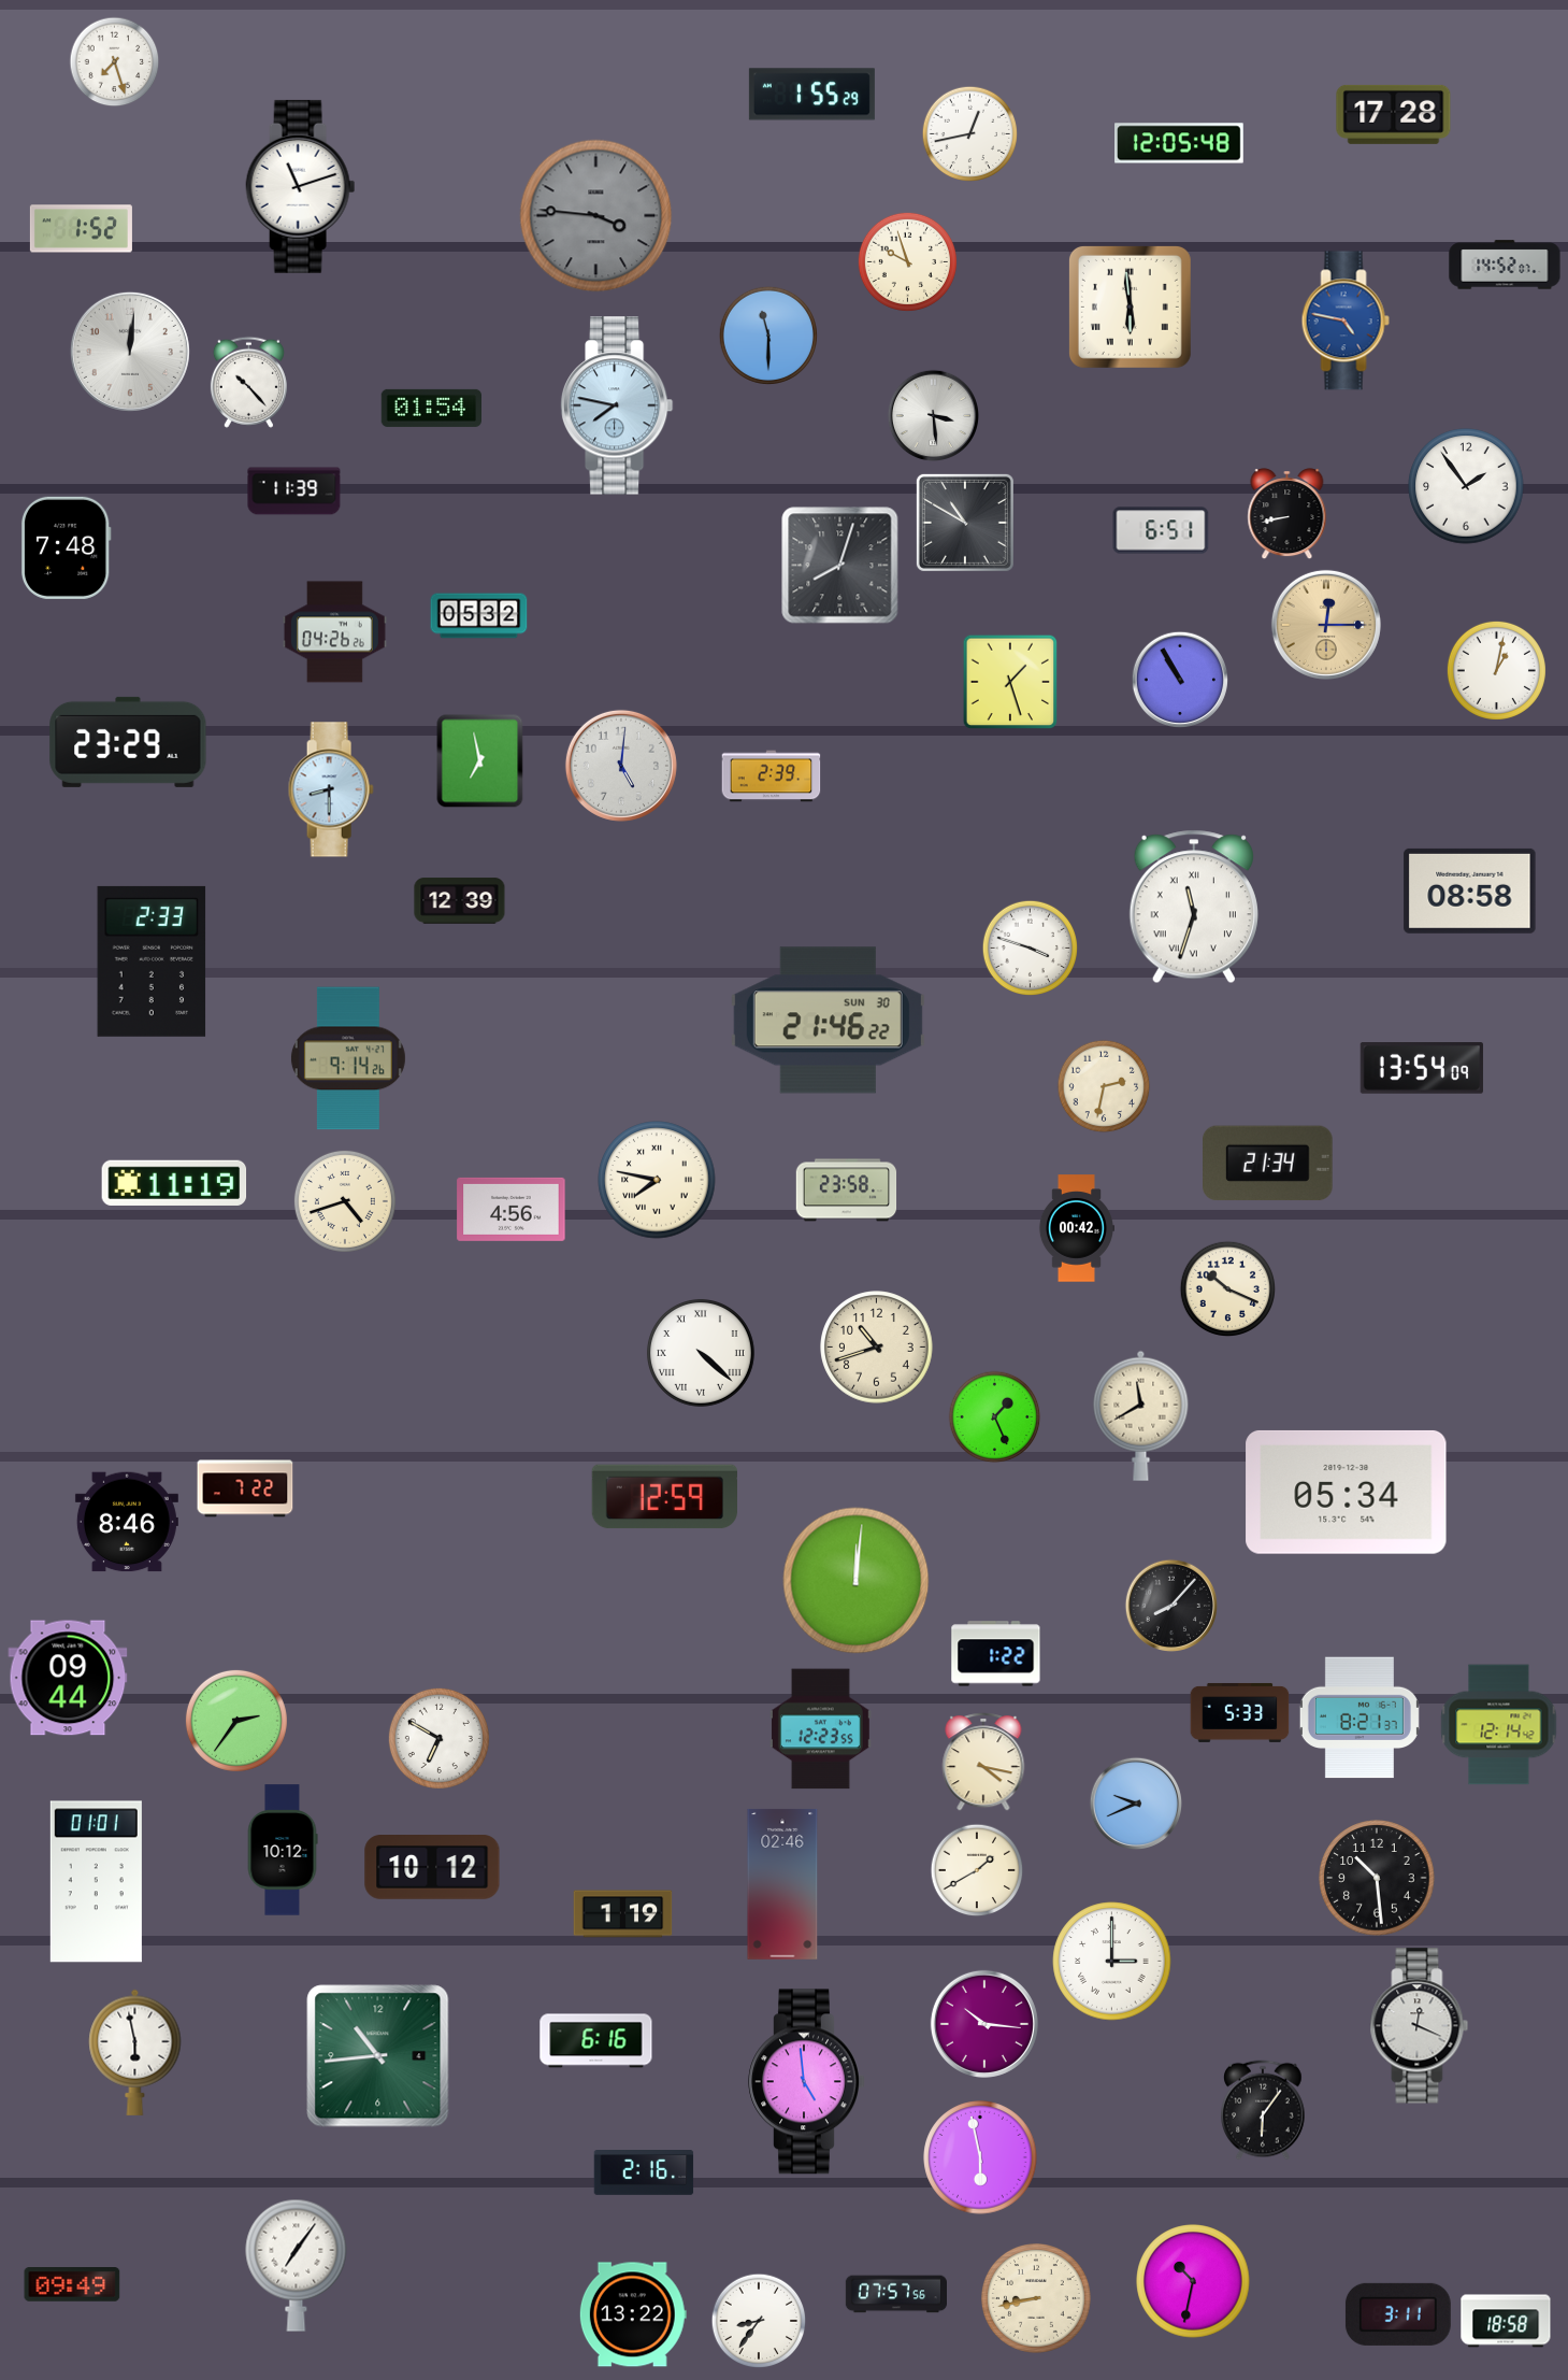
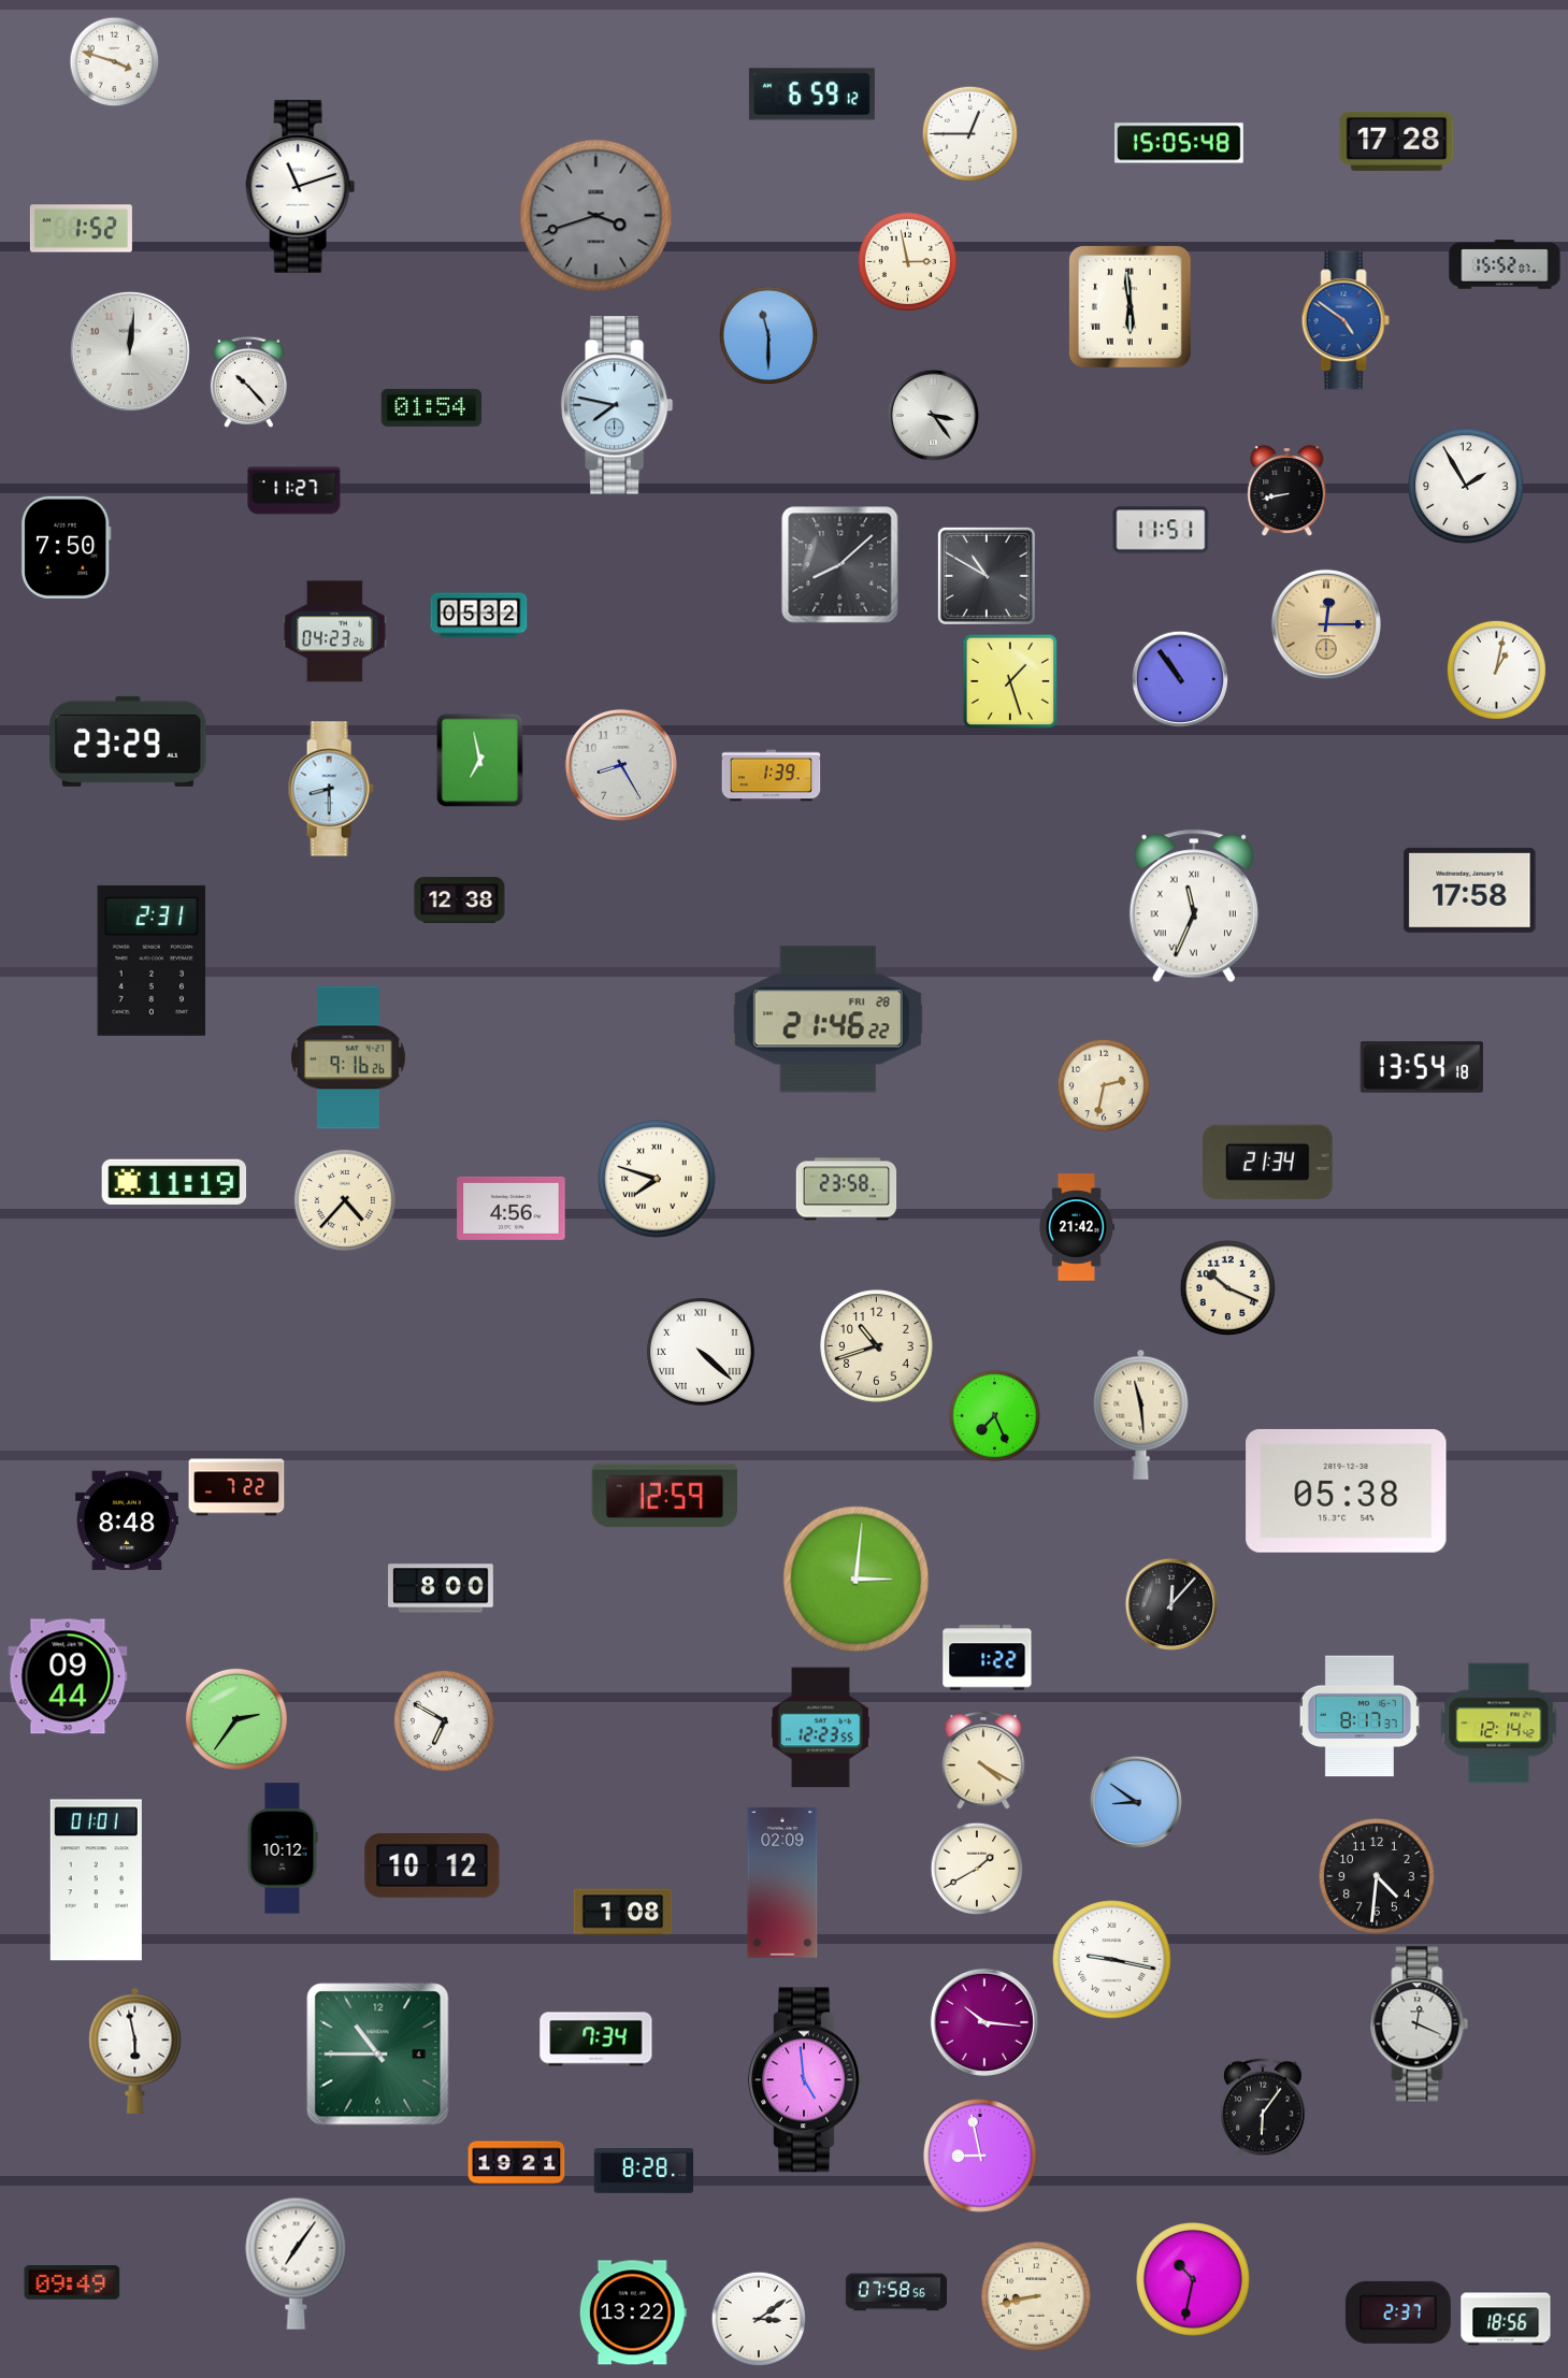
clock at (115, 62): 7:27 -> 3:48
clock at (811, 95): 1:55 -> 6:59
clock at (1394, 114) position: (1394, 114) -> (1397, 141)
clock at (969, 133): 12:43 -> 12:45
clock at (1179, 143): 12:05 -> 15:05
clock at (596, 216): 3:46 -> 3:42
clock at (907, 261): 9:57 -> 2:58
clock at (1505, 265): 14:52 -> 15:52
clock at (1346, 320): 4:47 -> 4:51
clock at (934, 416): 3:29 -> 3:24
clock at (1466, 486): 1:54 -> 1:55
clock at (294, 491): 11:39 -> 11:27
clock at (1288, 514) position: (1288, 514) -> (1288, 491)
clock at (965, 523) position: (965, 523) -> (987, 576)
clock at (1161, 530): 6:51 -> 11:51
clock at (66, 547): 7:48 -> 7:50
clock at (840, 566): 8:03 -> 8:08
clock at (334, 632): 04:26 -> 04:23
clock at (1179, 679): 10:55 -> 10:54
clock at (621, 766): 5:01 -> 8:25
clock at (772, 776): 2:39 -> 1:39
clock at (1470, 890): 08:58 -> 17:58
clock at (460, 901): 12:39 -> 12:38
clock at (1194, 907): 11:33 -> 11:34
clock at (1030, 947): 3:48 -> none
clock at (152, 961): 2:33 -> 2:31
clock at (828, 1021) date: SUN 30 -> FRI 28
clock at (348, 1058): 9:14 -> 9:16
clock at (1422, 1069): 13:54:09 -> 13:54:18
clock at (657, 1180): 7:47 -> 7:48
clock at (345, 1201): 4:42 -> 4:37
clock at (1076, 1228): 00:42 -> 21:42
clock at (1141, 1415): 11:40 -> 11:29
clock at (995, 1417): 1:26 -> 7:26
clock at (245, 1488) position: (245, 1488) -> (236, 1487)
clock at (1347, 1492): 05:34 -> 05:38
clock at (127, 1522): 8:46 -> 8:48
clock at (857, 1581): 12:01 -> 3:01
clock at (442, 1588): none -> 8:00
clock at (1170, 1605): 8:07 -> 12:07
clock at (996, 1654) position: (996, 1654) -> (988, 1658)
clock at (1240, 1712): 5:33 -> none
clock at (1360, 1718): 8:21 -> 8:17
clock at (438, 1738) position: (438, 1738) -> (444, 1720)
clock at (983, 1762): 4:17 -> 4:20
clock at (1135, 1802): 9:41 -> 8:51
clock at (1377, 1878): 10:29 -> 4:31
clock at (782, 1884): 02:46 -> 02:09
clock at (623, 1914): 1:19 -> 1:08
clock at (1112, 1962): 3:00 -> 9:17
clock at (596, 2041): 6:16 -> 7:34
clock at (378, 2056): 10:44 -> 10:45
clock at (980, 2157): 5:58 -> 8:58
clock at (517, 2163): none -> 19:21
clock at (644, 2174): 2:16 -> 8:28
clock at (895, 2294): 07:57 -> 07:58
clock at (1398, 2314): 3:11 -> 2:37
clock at (759, 2321): 8:36 -> 3:09
clock at (1506, 2321): 18:58 -> 18:56
